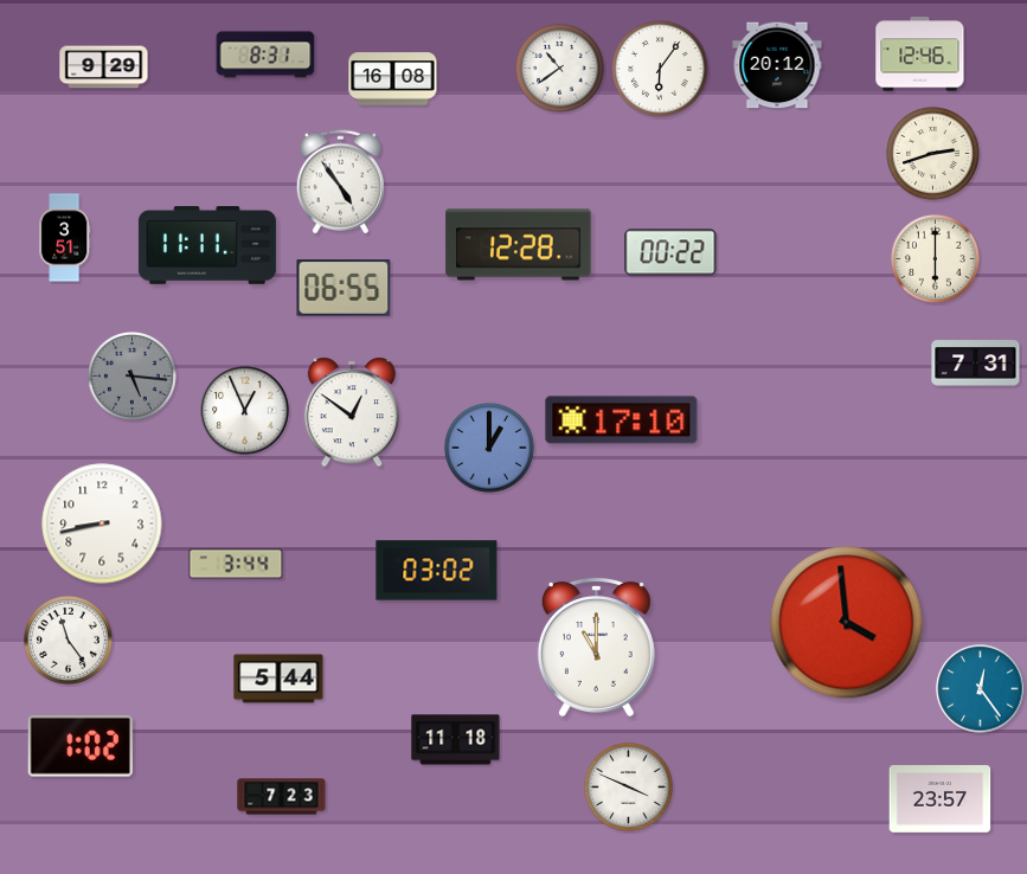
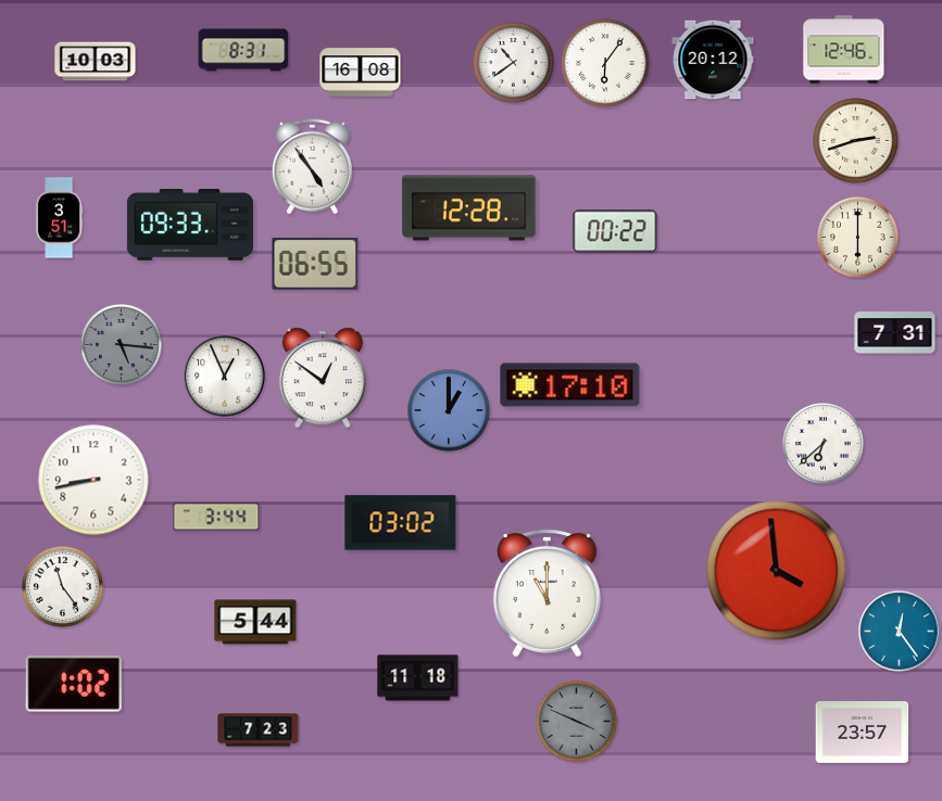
clock at (104, 68): 9:29 -> 10:03
clock at (519, 245) position: (519, 245) -> (469, 208)
clock at (207, 246): 11:11 -> 09:33
clock at (824, 444): none -> 6:38
clock at (629, 788) dial: white -> grey
